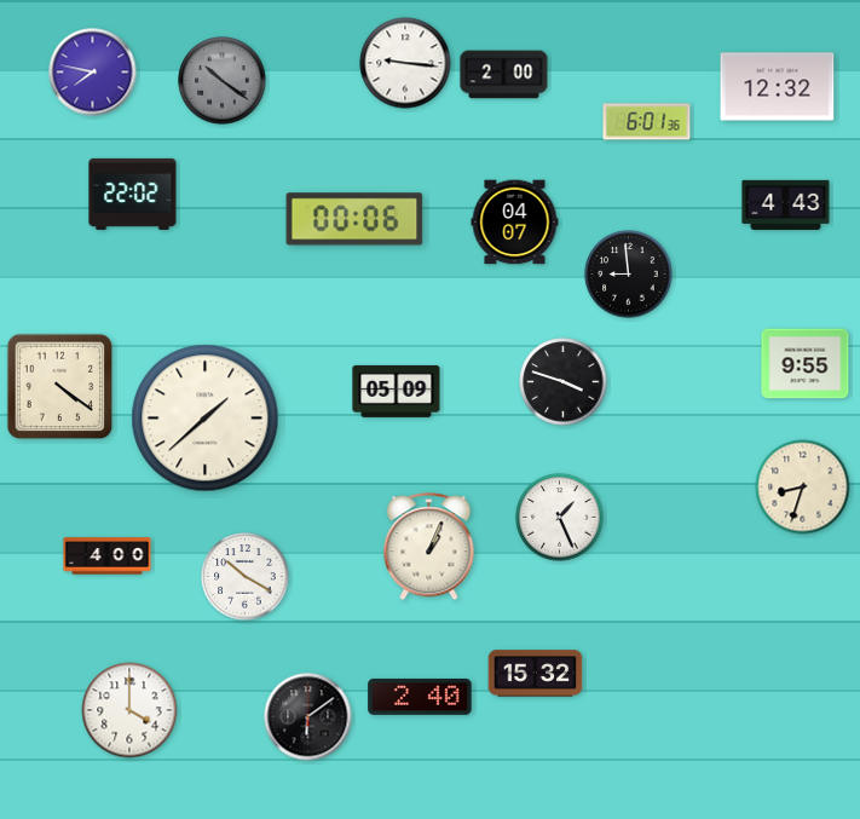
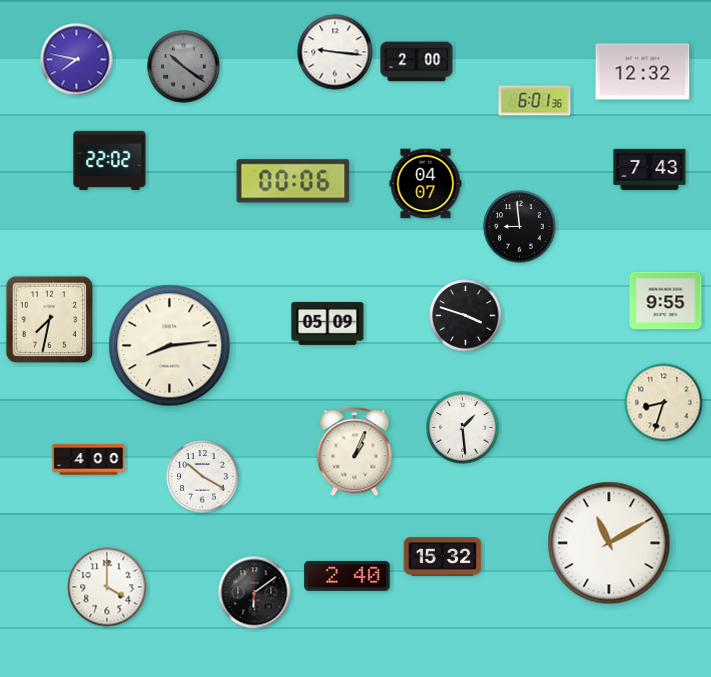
clock at (786, 204): 4:43 -> 7:43
clock at (60, 387): 4:21 -> 7:32
clock at (206, 419): 1:38 -> 8:14
clock at (560, 518): 1:26 -> 1:29
clock at (609, 543): none -> 11:10
